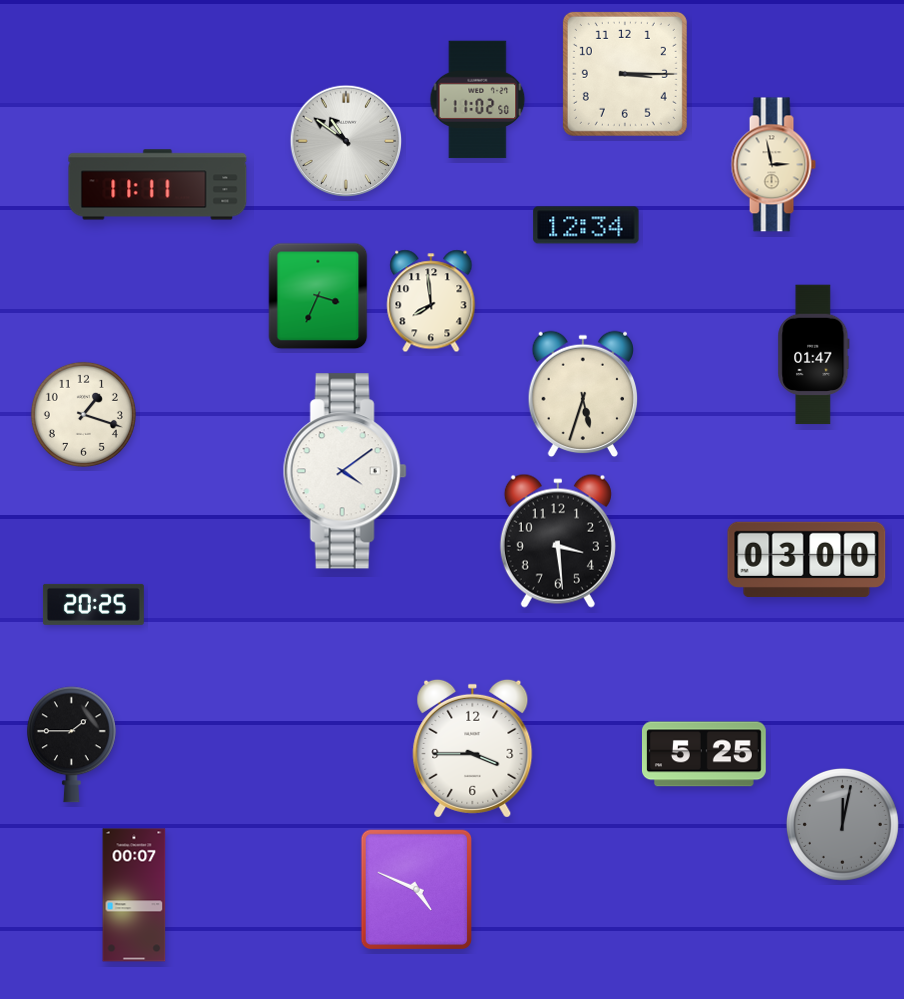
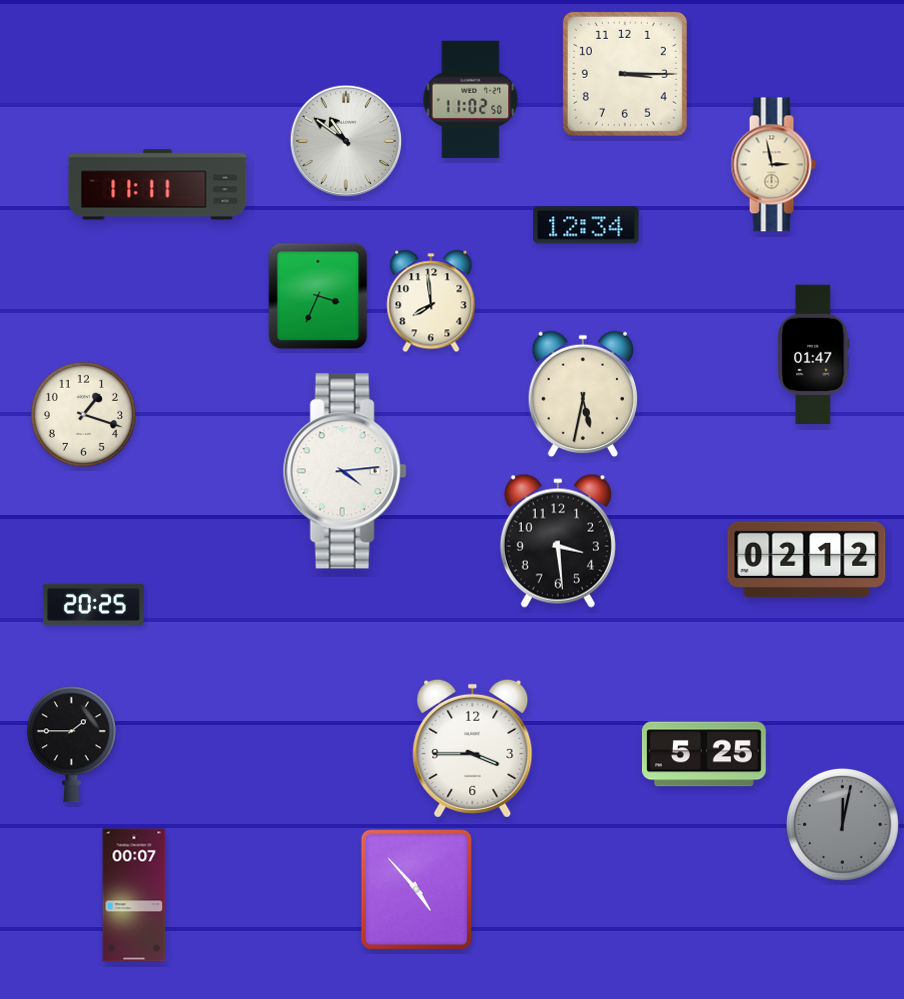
clock at (478, 100) position: (478, 100) -> (471, 100)
clock at (582, 394): 5:33 -> 5:32
clock at (345, 471): 4:09 -> 4:14
clock at (807, 559): 03:00 -> 02:12
clock at (417, 890): 4:49 -> 4:53
